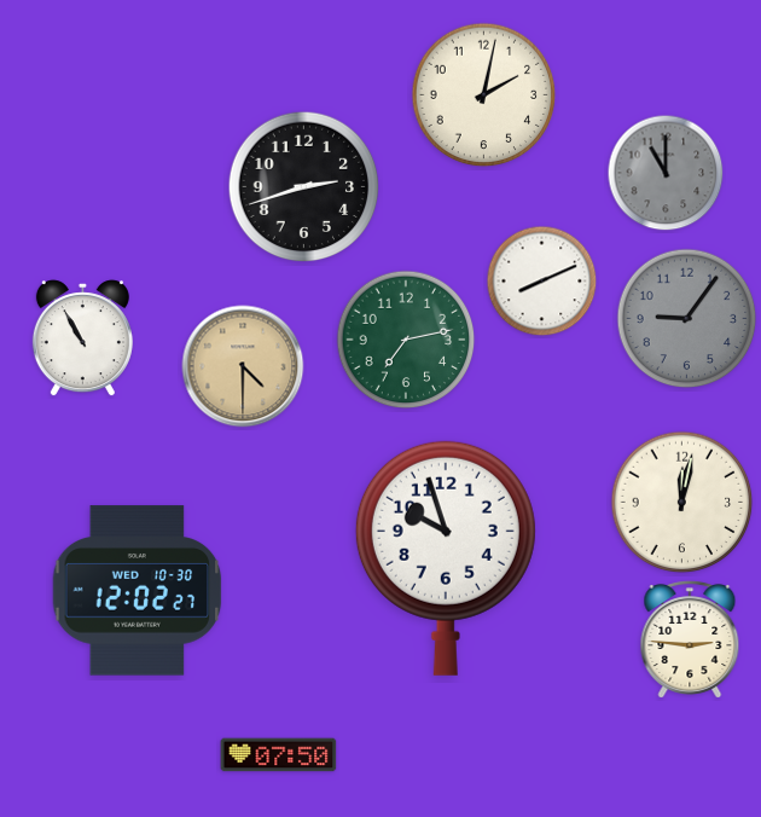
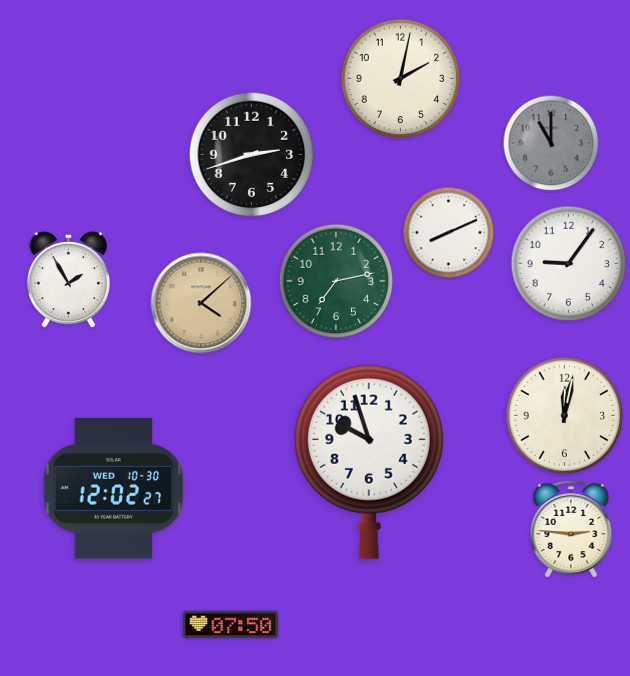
clock at (687, 319) dial: grey -> white
clock at (82, 338): 10:55 -> 1:55
clock at (243, 366): 4:30 -> 4:08
